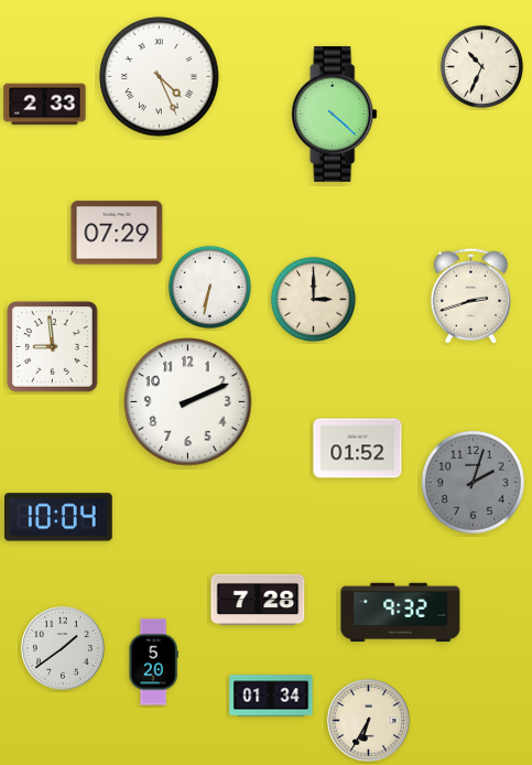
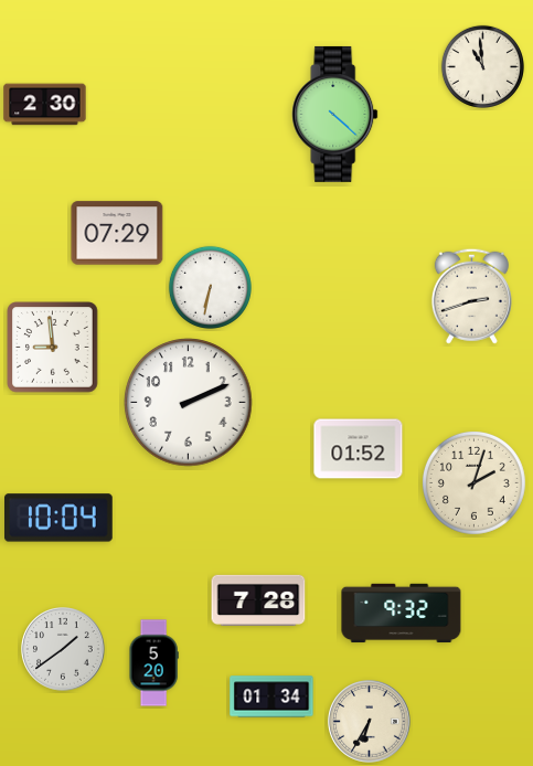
clock at (481, 66): 10:34 -> 10:59
clock at (160, 77): 4:26 -> none
clock at (45, 105): 2:33 -> 2:30
clock at (313, 299): 3:00 -> none
clock at (473, 482) dial: grey -> cream
